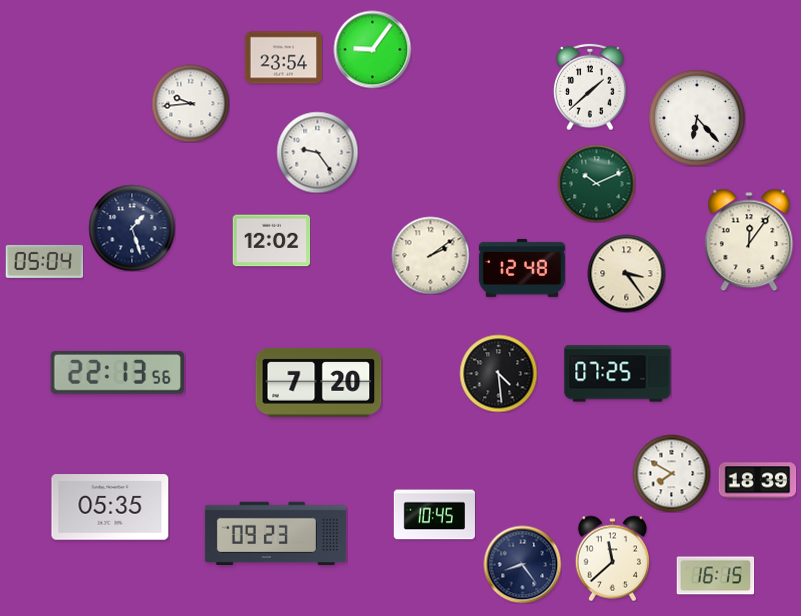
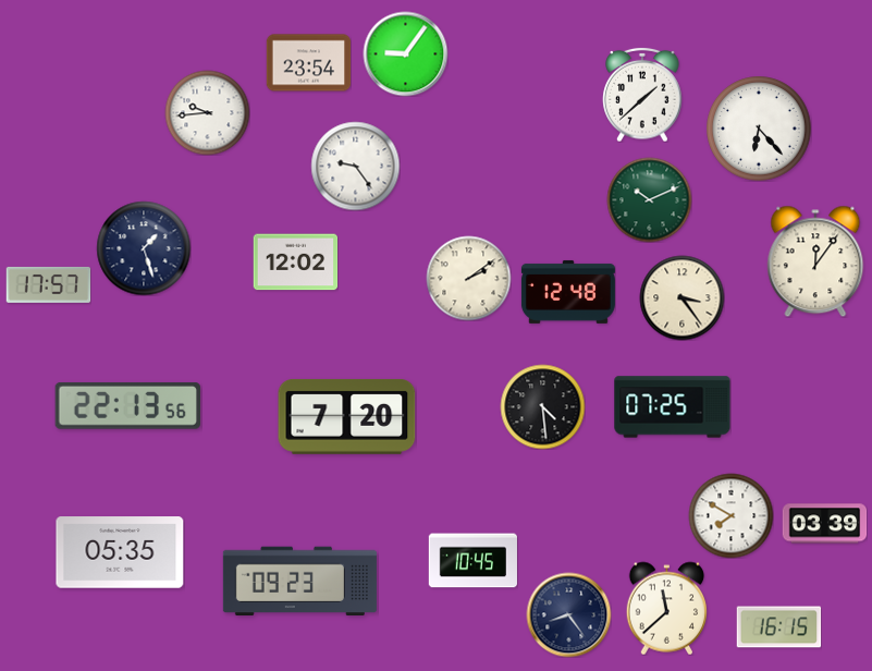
clock at (317, 152) position: (317, 152) -> (355, 166)
clock at (44, 261): 05:04 -> 17:57
clock at (757, 481): 18:39 -> 03:39
